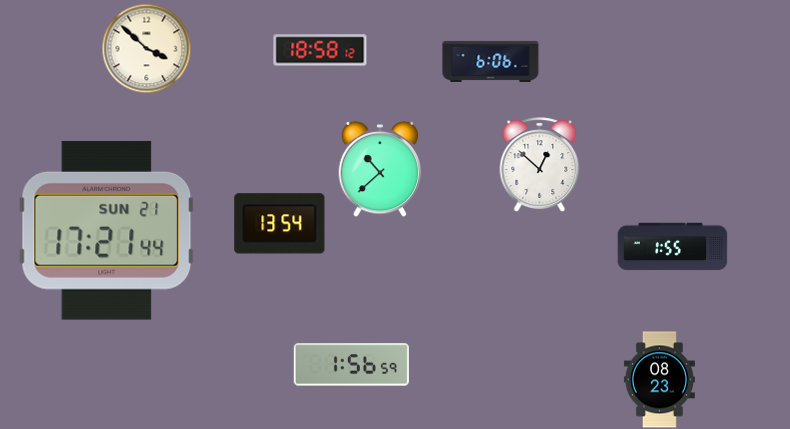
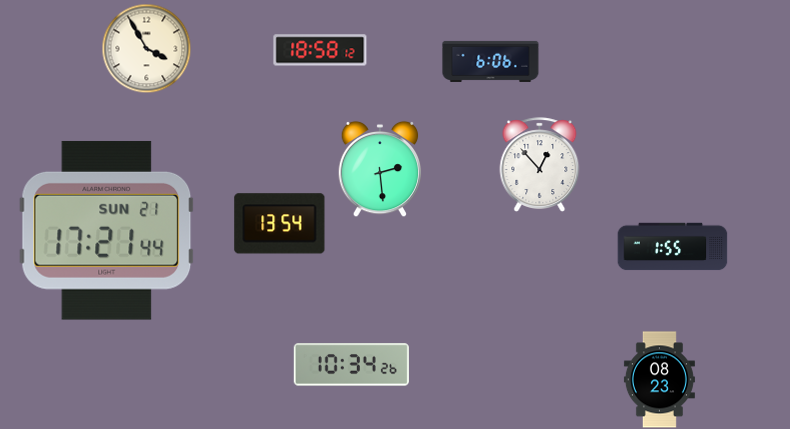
clock at (146, 48): 3:52 -> 3:55
clock at (540, 165): 12:52 -> 12:53
clock at (380, 169): 10:38 -> 2:29
clock at (351, 365): 1:56 -> 10:34
